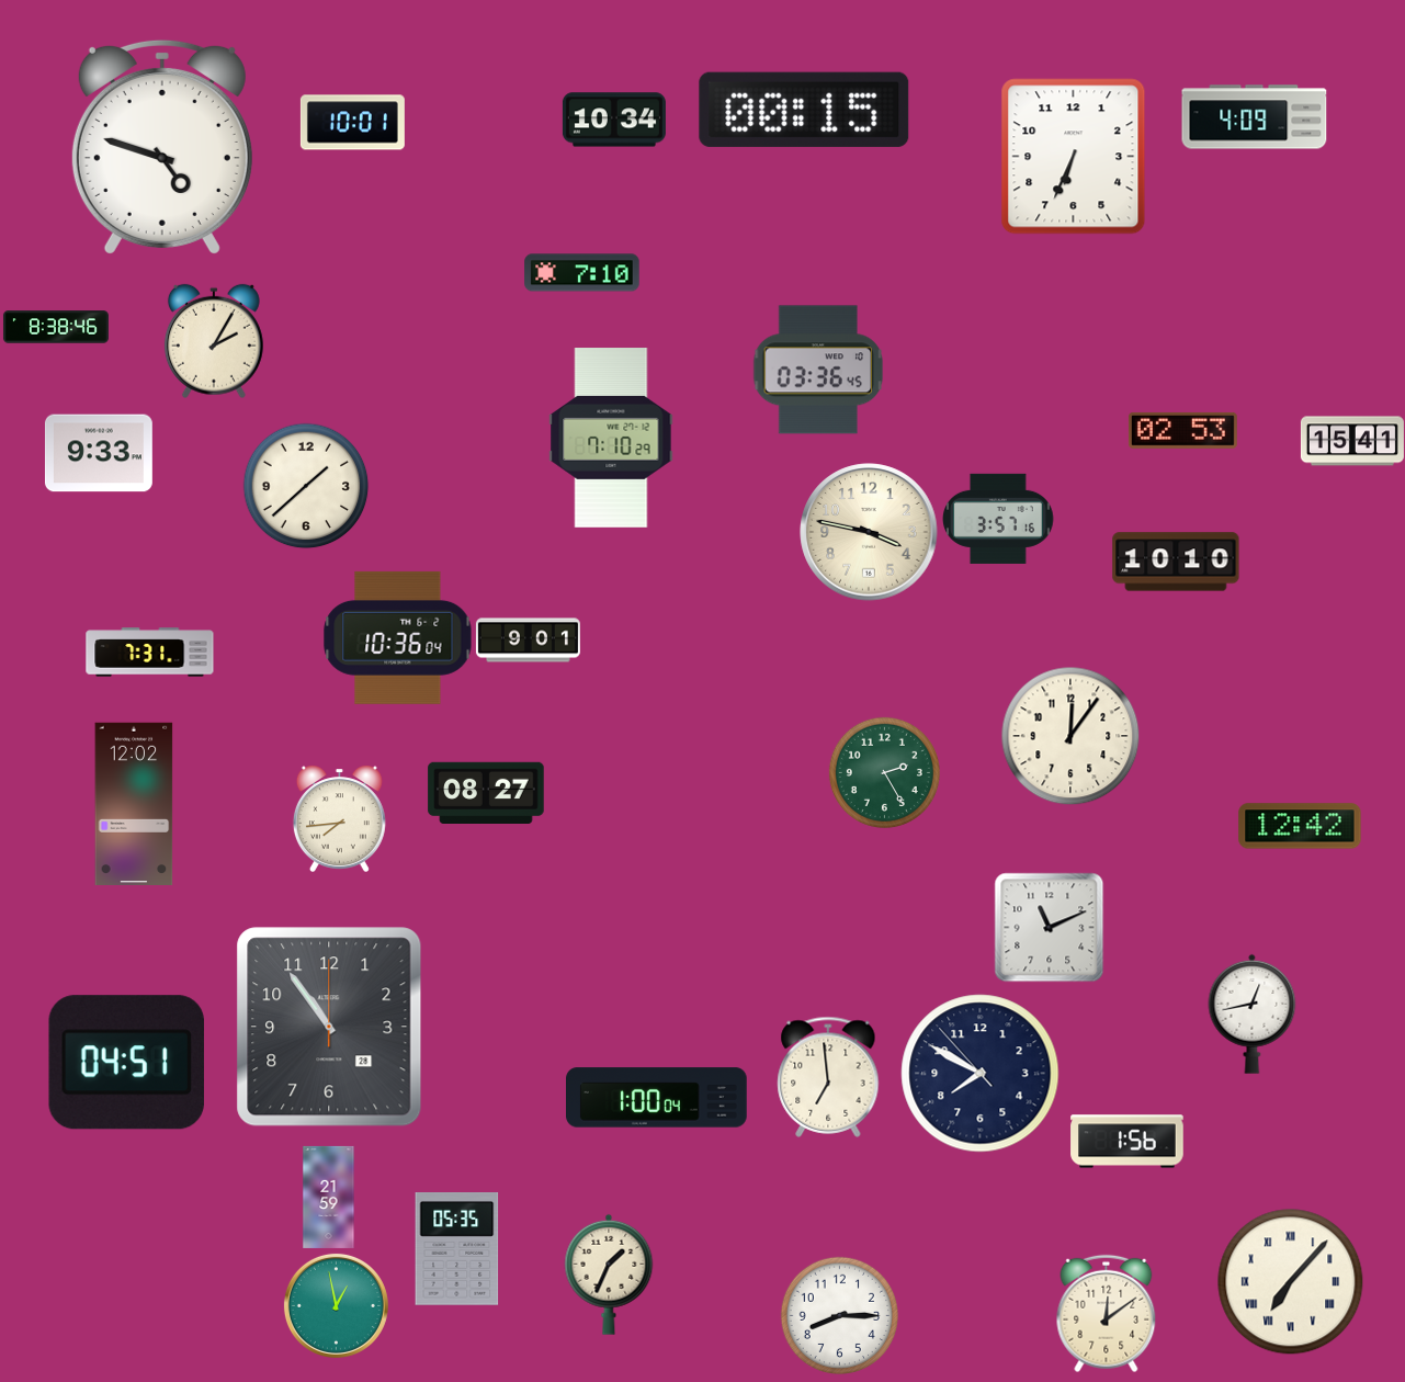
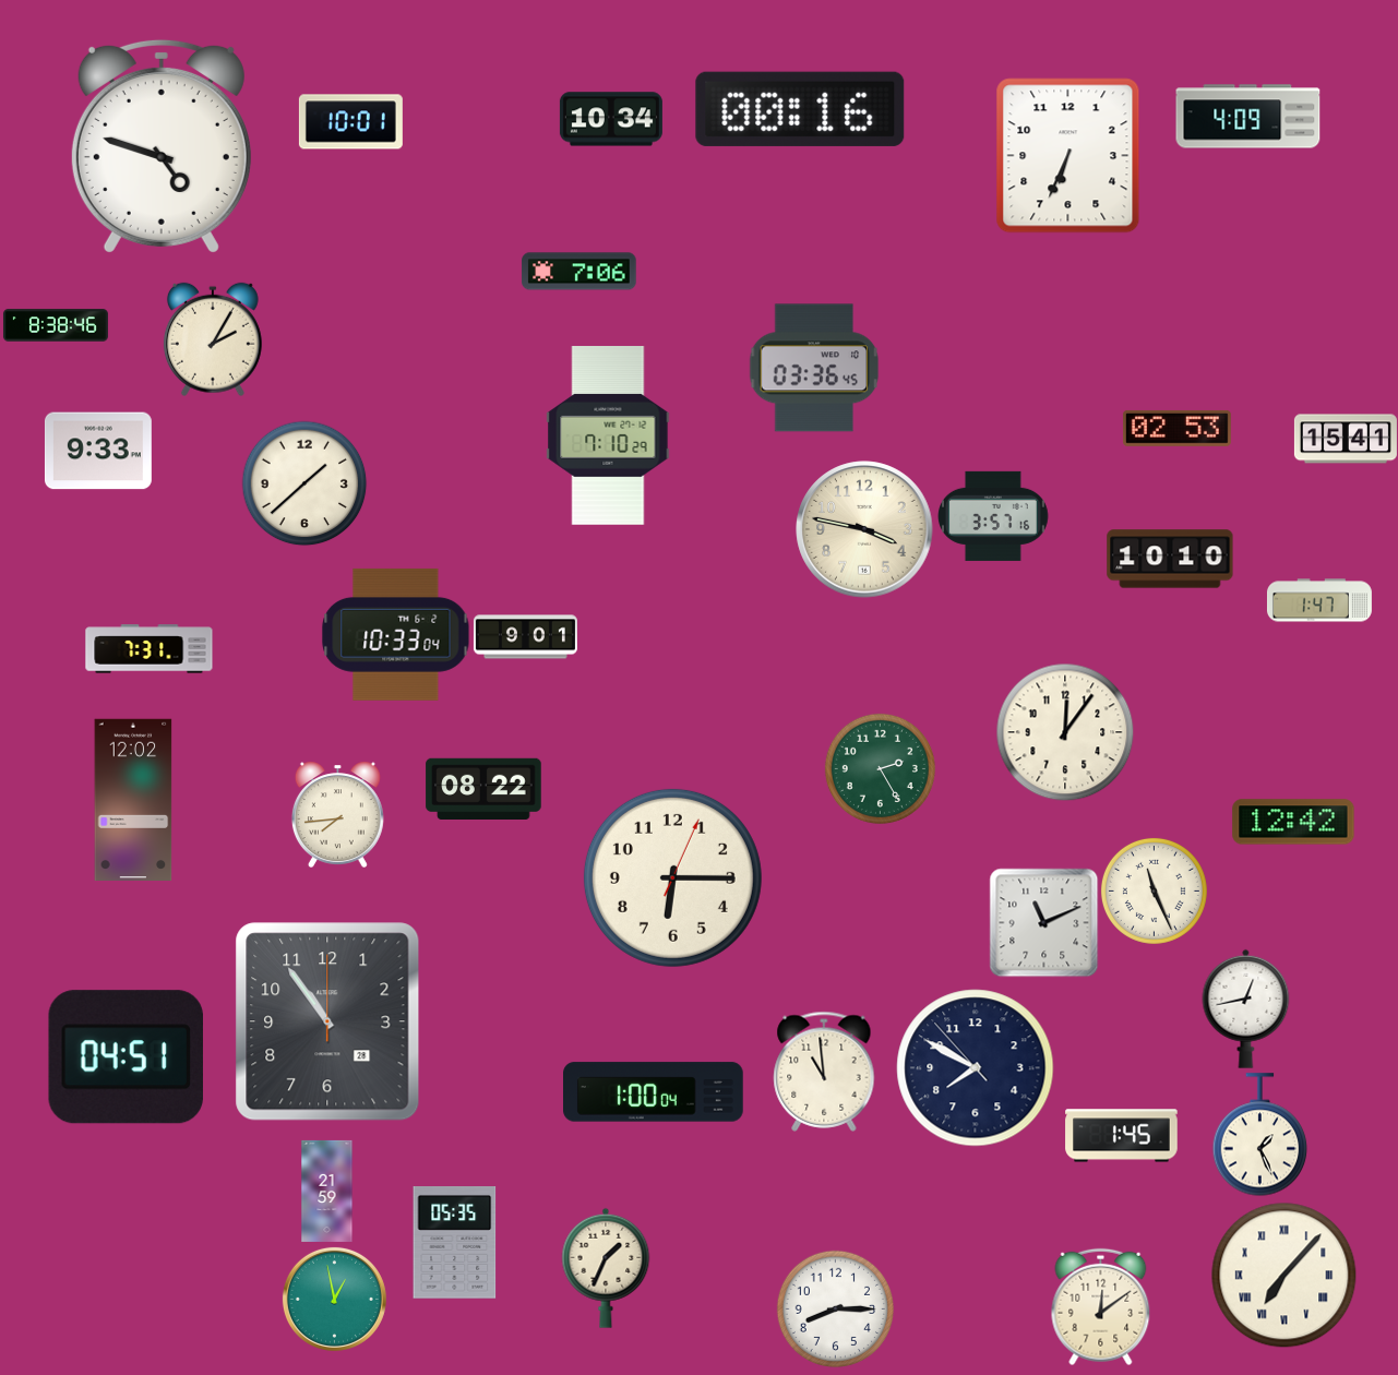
clock at (804, 110): 00:15 -> 00:16
clock at (582, 273): 7:10 -> 7:06
clock at (1319, 600): none -> 1:47
clock at (398, 637): 10:36 -> 10:33
clock at (486, 793): 08:27 -> 08:22
clock at (672, 877): none -> 6:15
clock at (1154, 890): none -> 11:26
clock at (828, 1077): 6:59 -> 10:59
clock at (1260, 1135): none -> 1:26
clock at (1128, 1142): 1:56 -> 1:45
